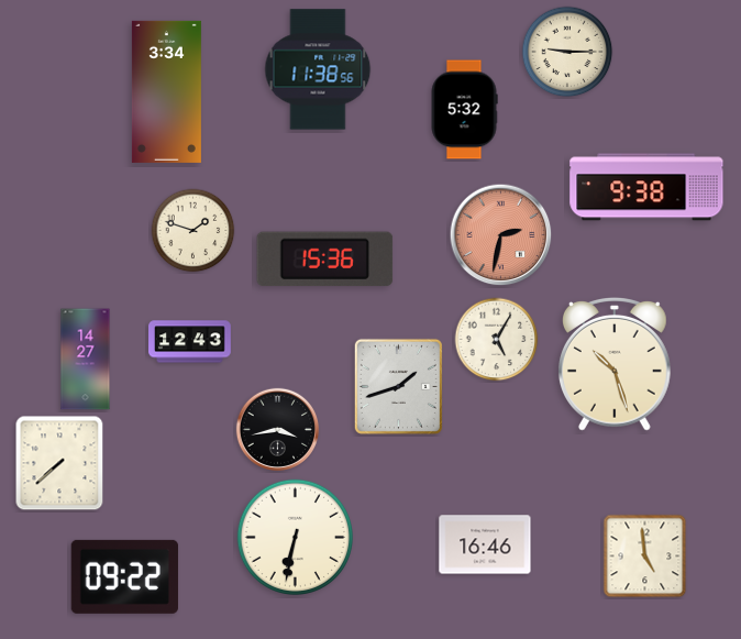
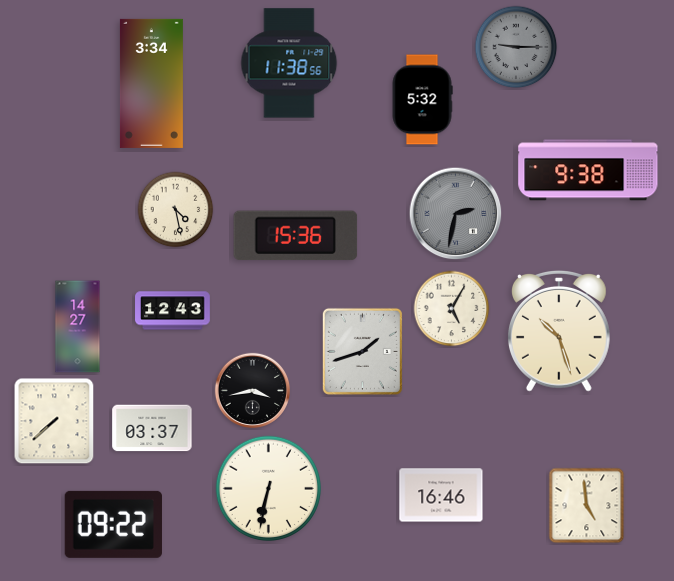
clock at (567, 52) dial: cream -> grey
clock at (193, 231): 1:48 -> 4:28
clock at (501, 235) dial: salmon -> grey
clock at (152, 428): none -> 03:37
